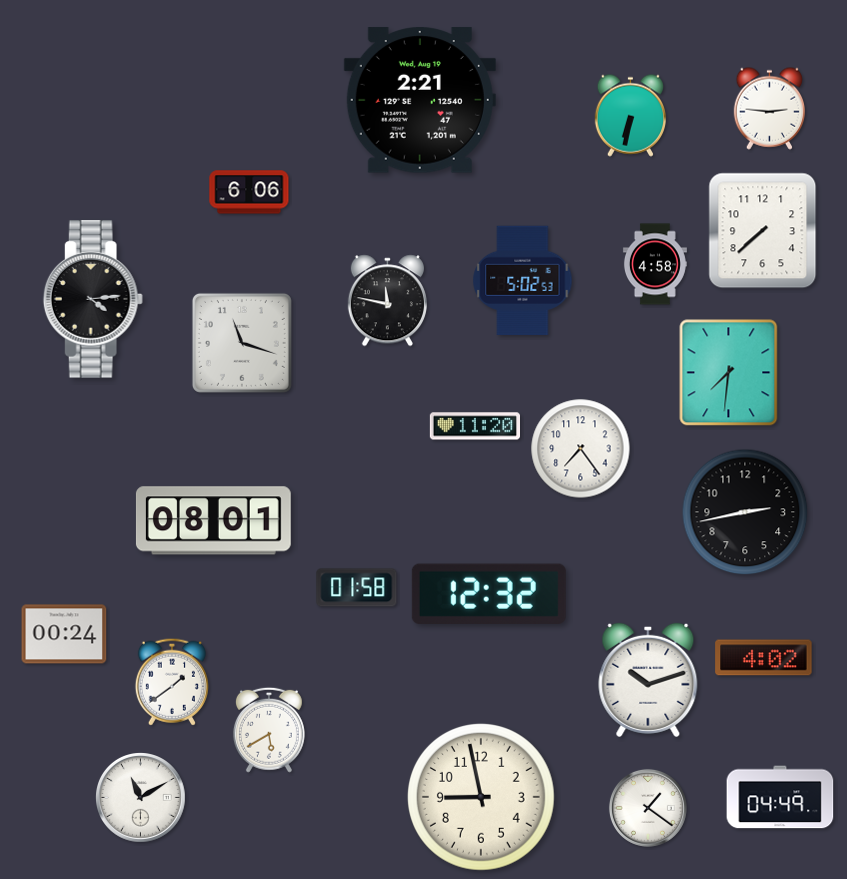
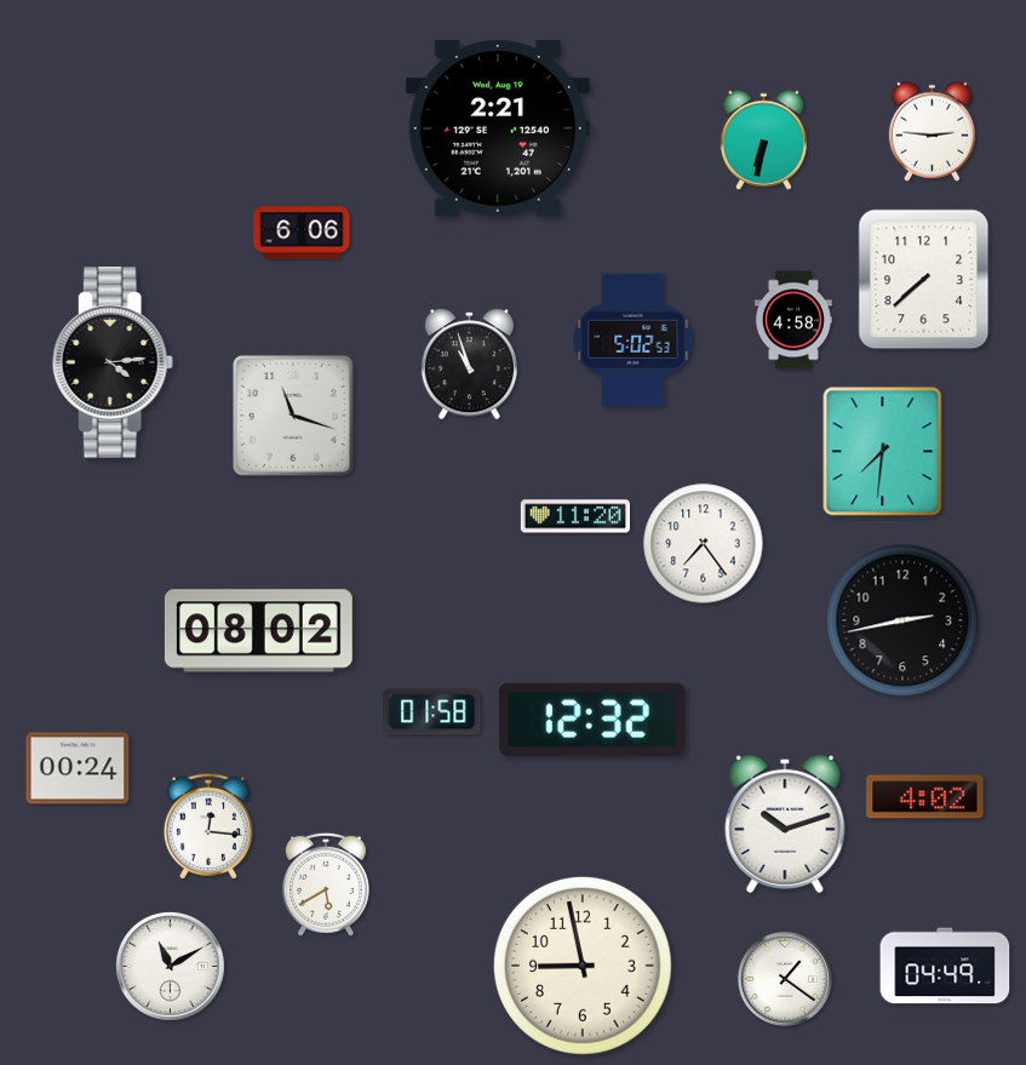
clock at (420, 100) position: (420, 100) -> (498, 128)
clock at (387, 301): 11:47 -> 10:57
clock at (213, 521): 08:01 -> 08:02
clock at (172, 682): 1:39 -> 12:16
